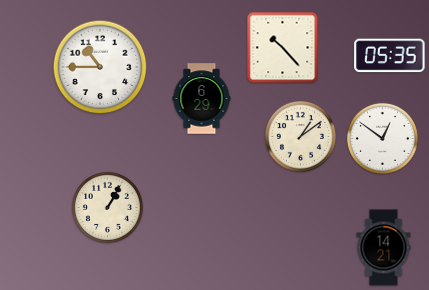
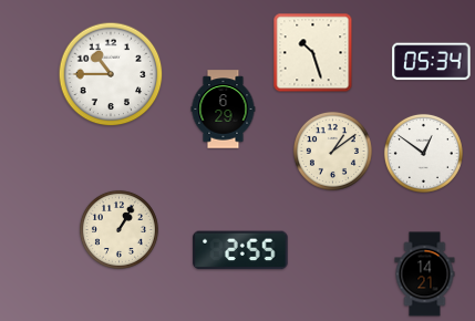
clock at (283, 48): 10:23 -> 10:27
clock at (390, 56): 05:35 -> 05:34
clock at (240, 250): none -> 2:55
